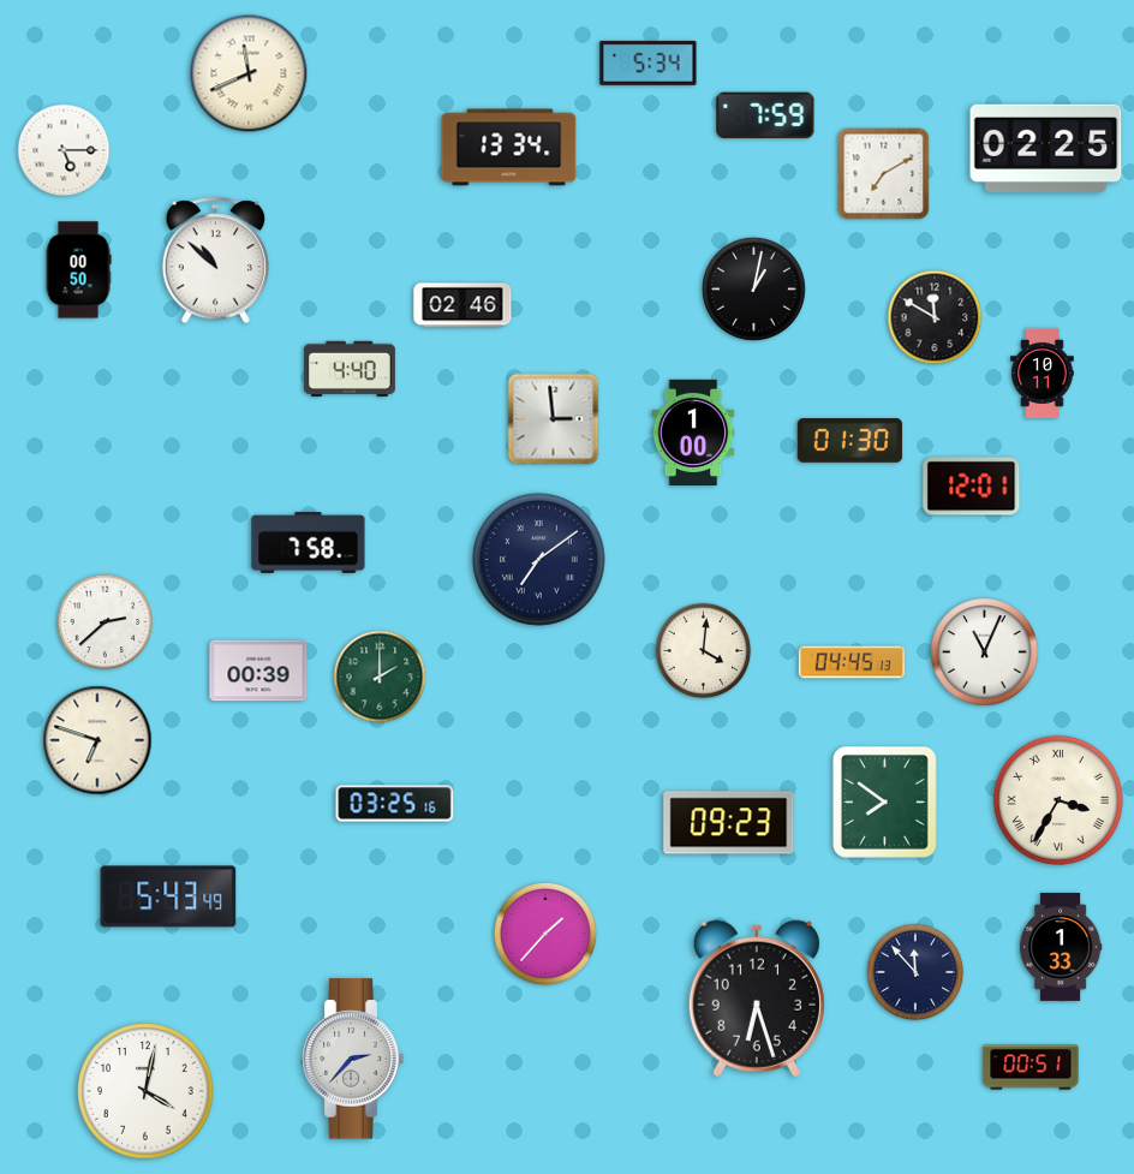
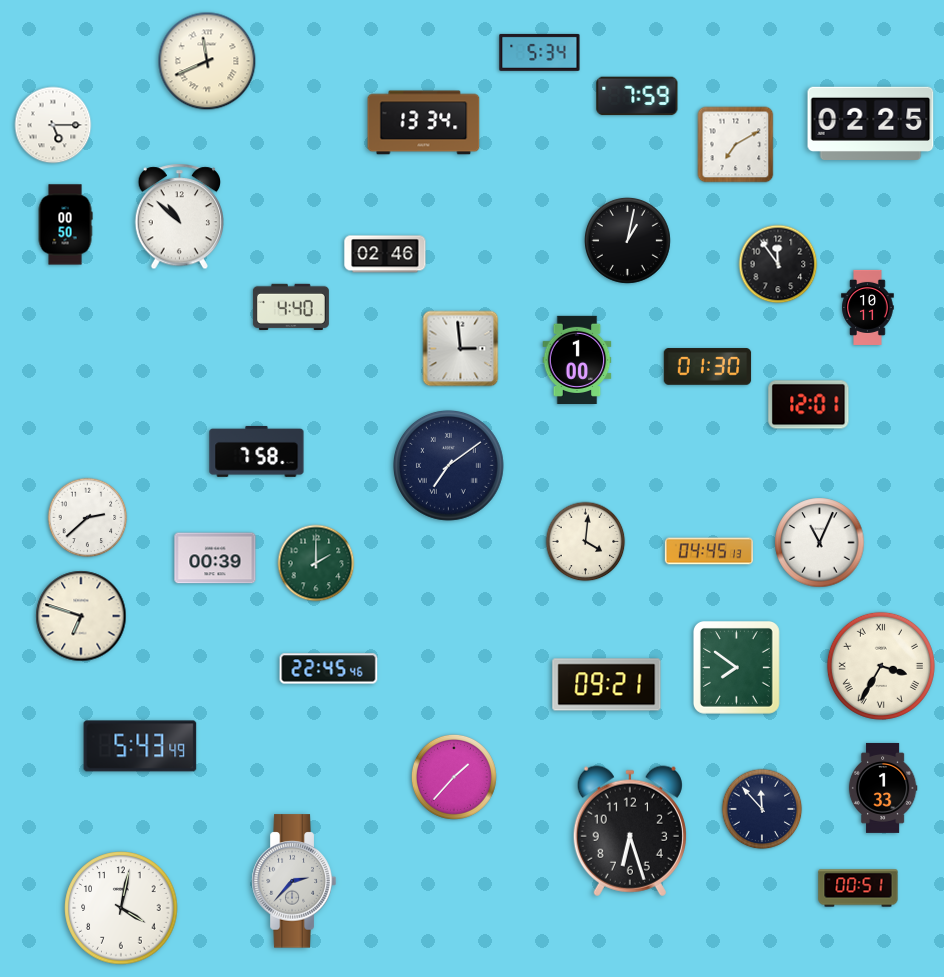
clock at (935, 317): 11:50 -> 11:54
clock at (1043, 373) position: (1043, 373) -> (868, 307)
clock at (395, 804): 03:25 -> 22:45
clock at (729, 823): 09:23 -> 09:21
